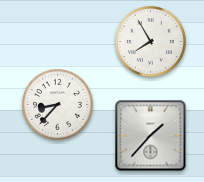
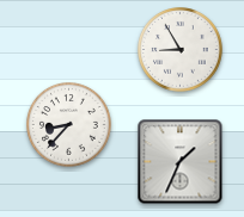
clock at (151, 42): 7:55 -> 8:55
clock at (151, 136): 1:37 -> 1:34
